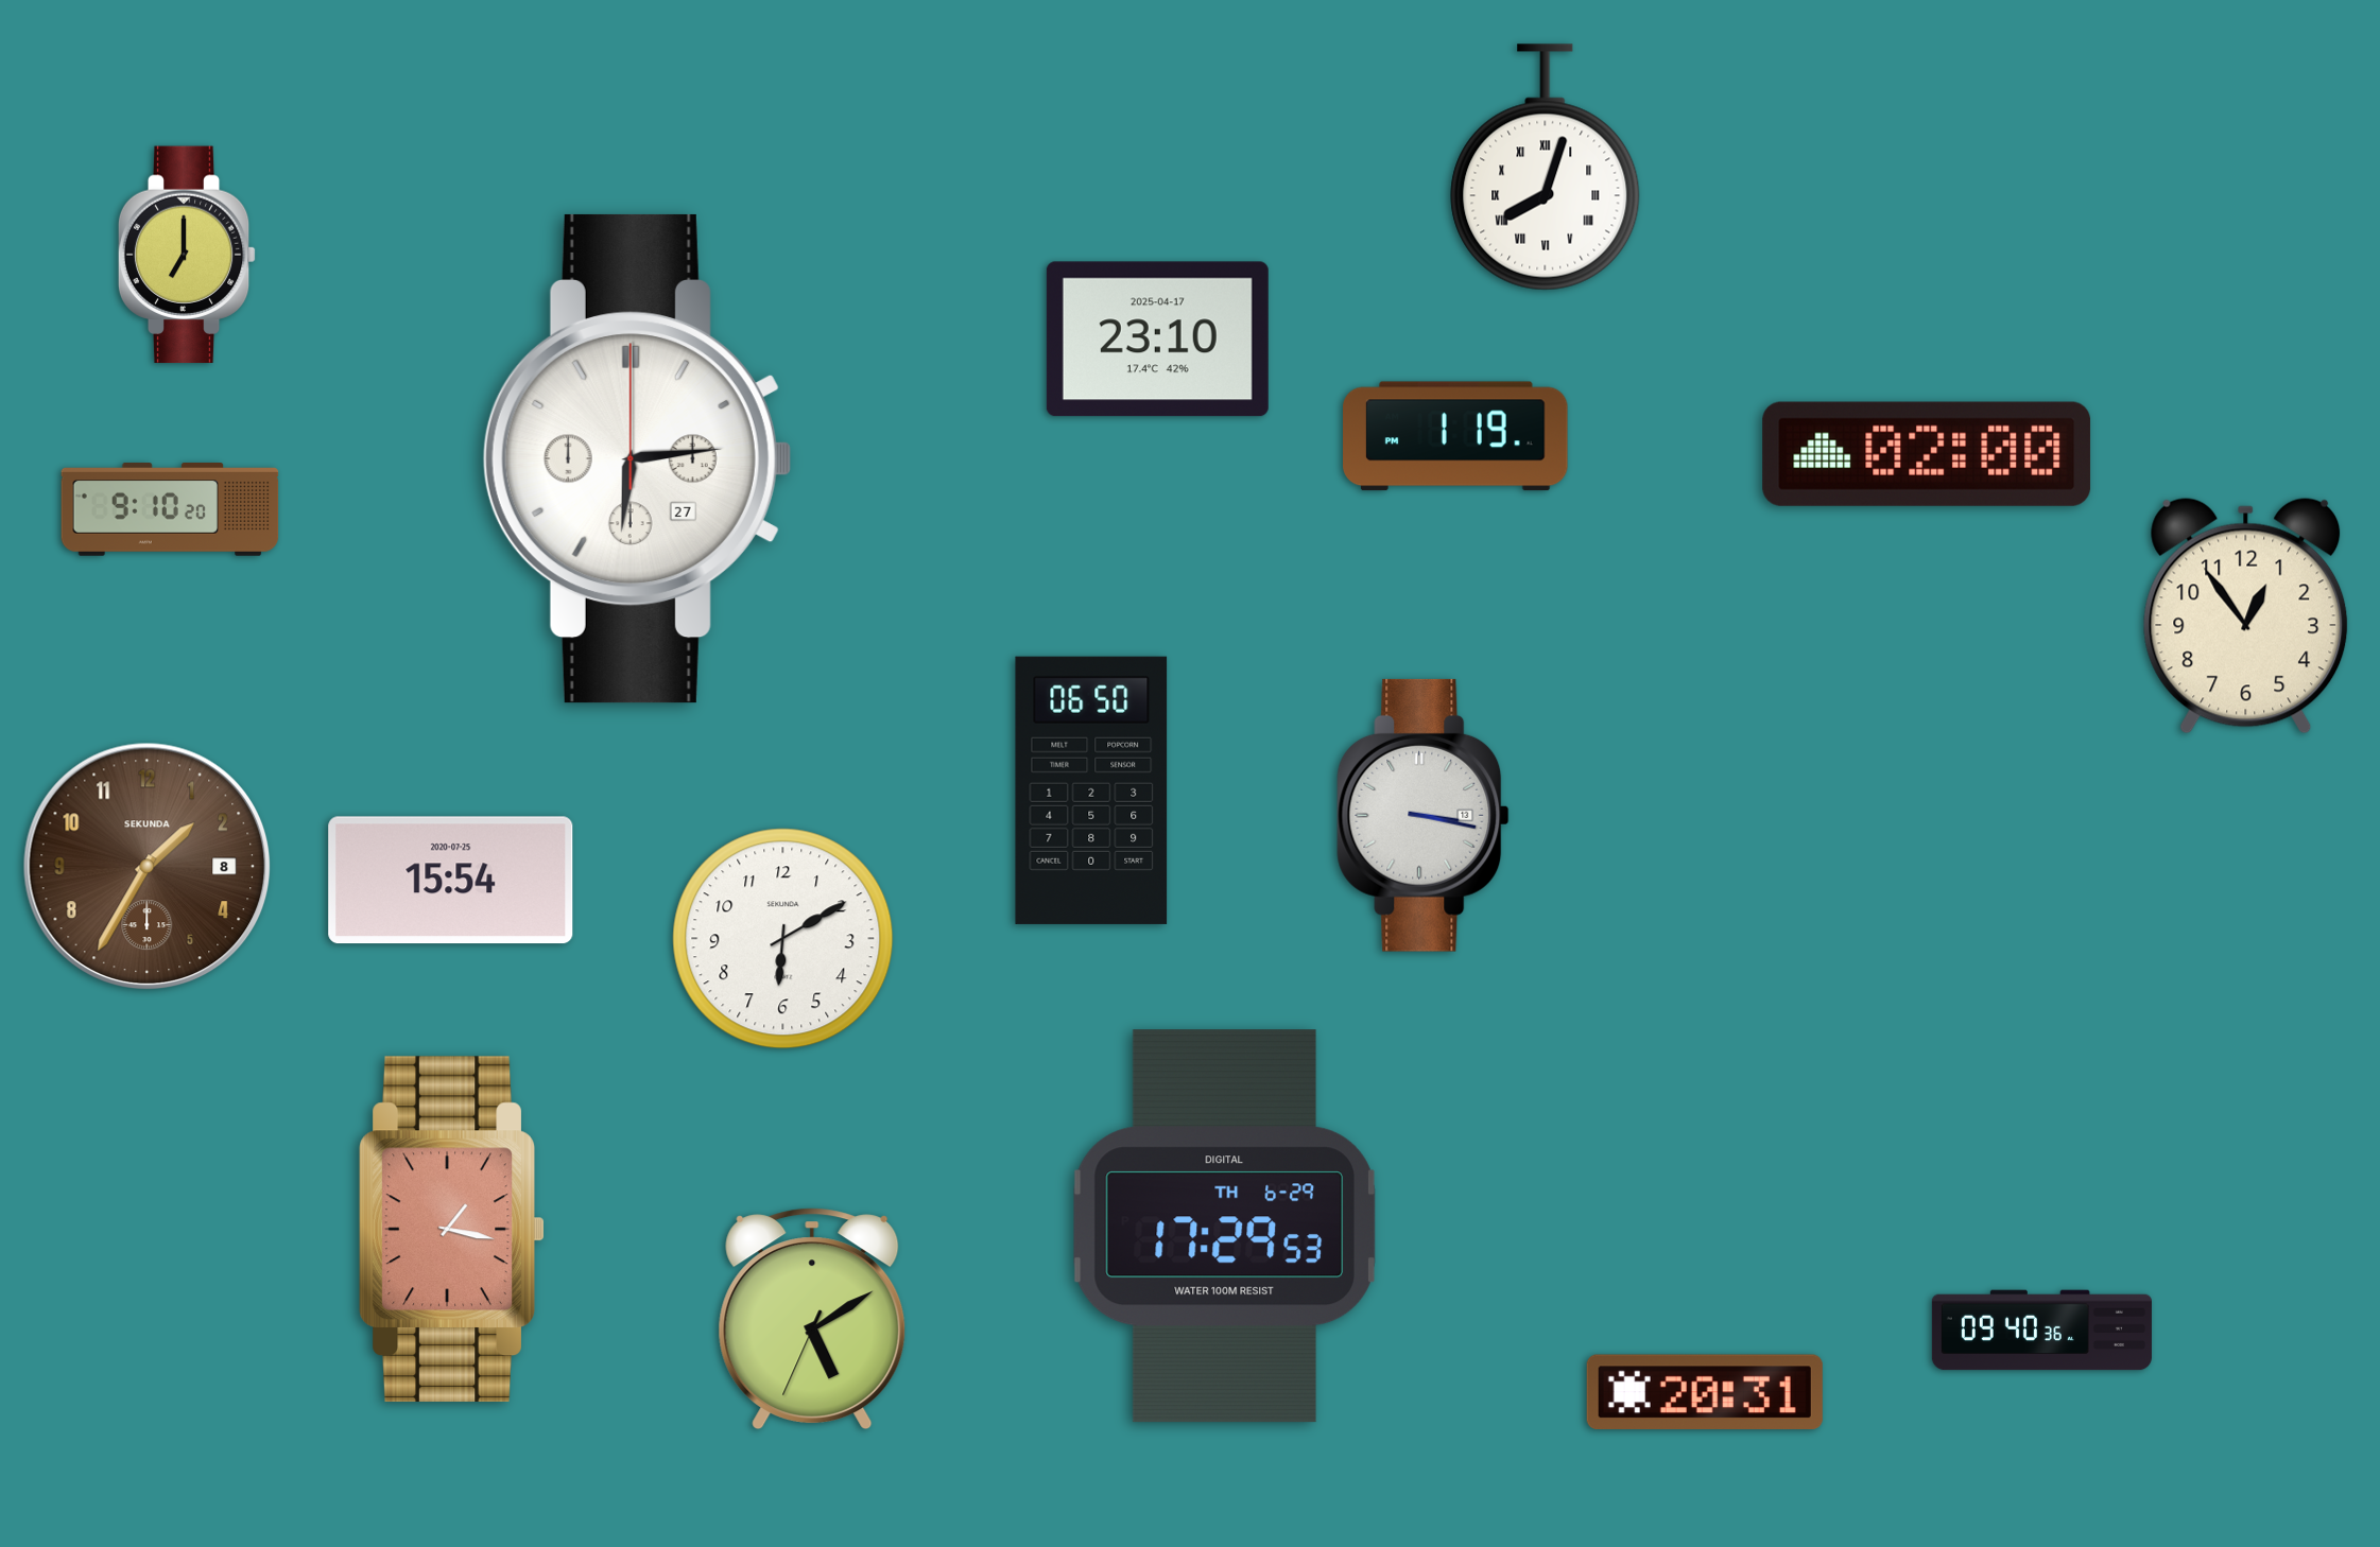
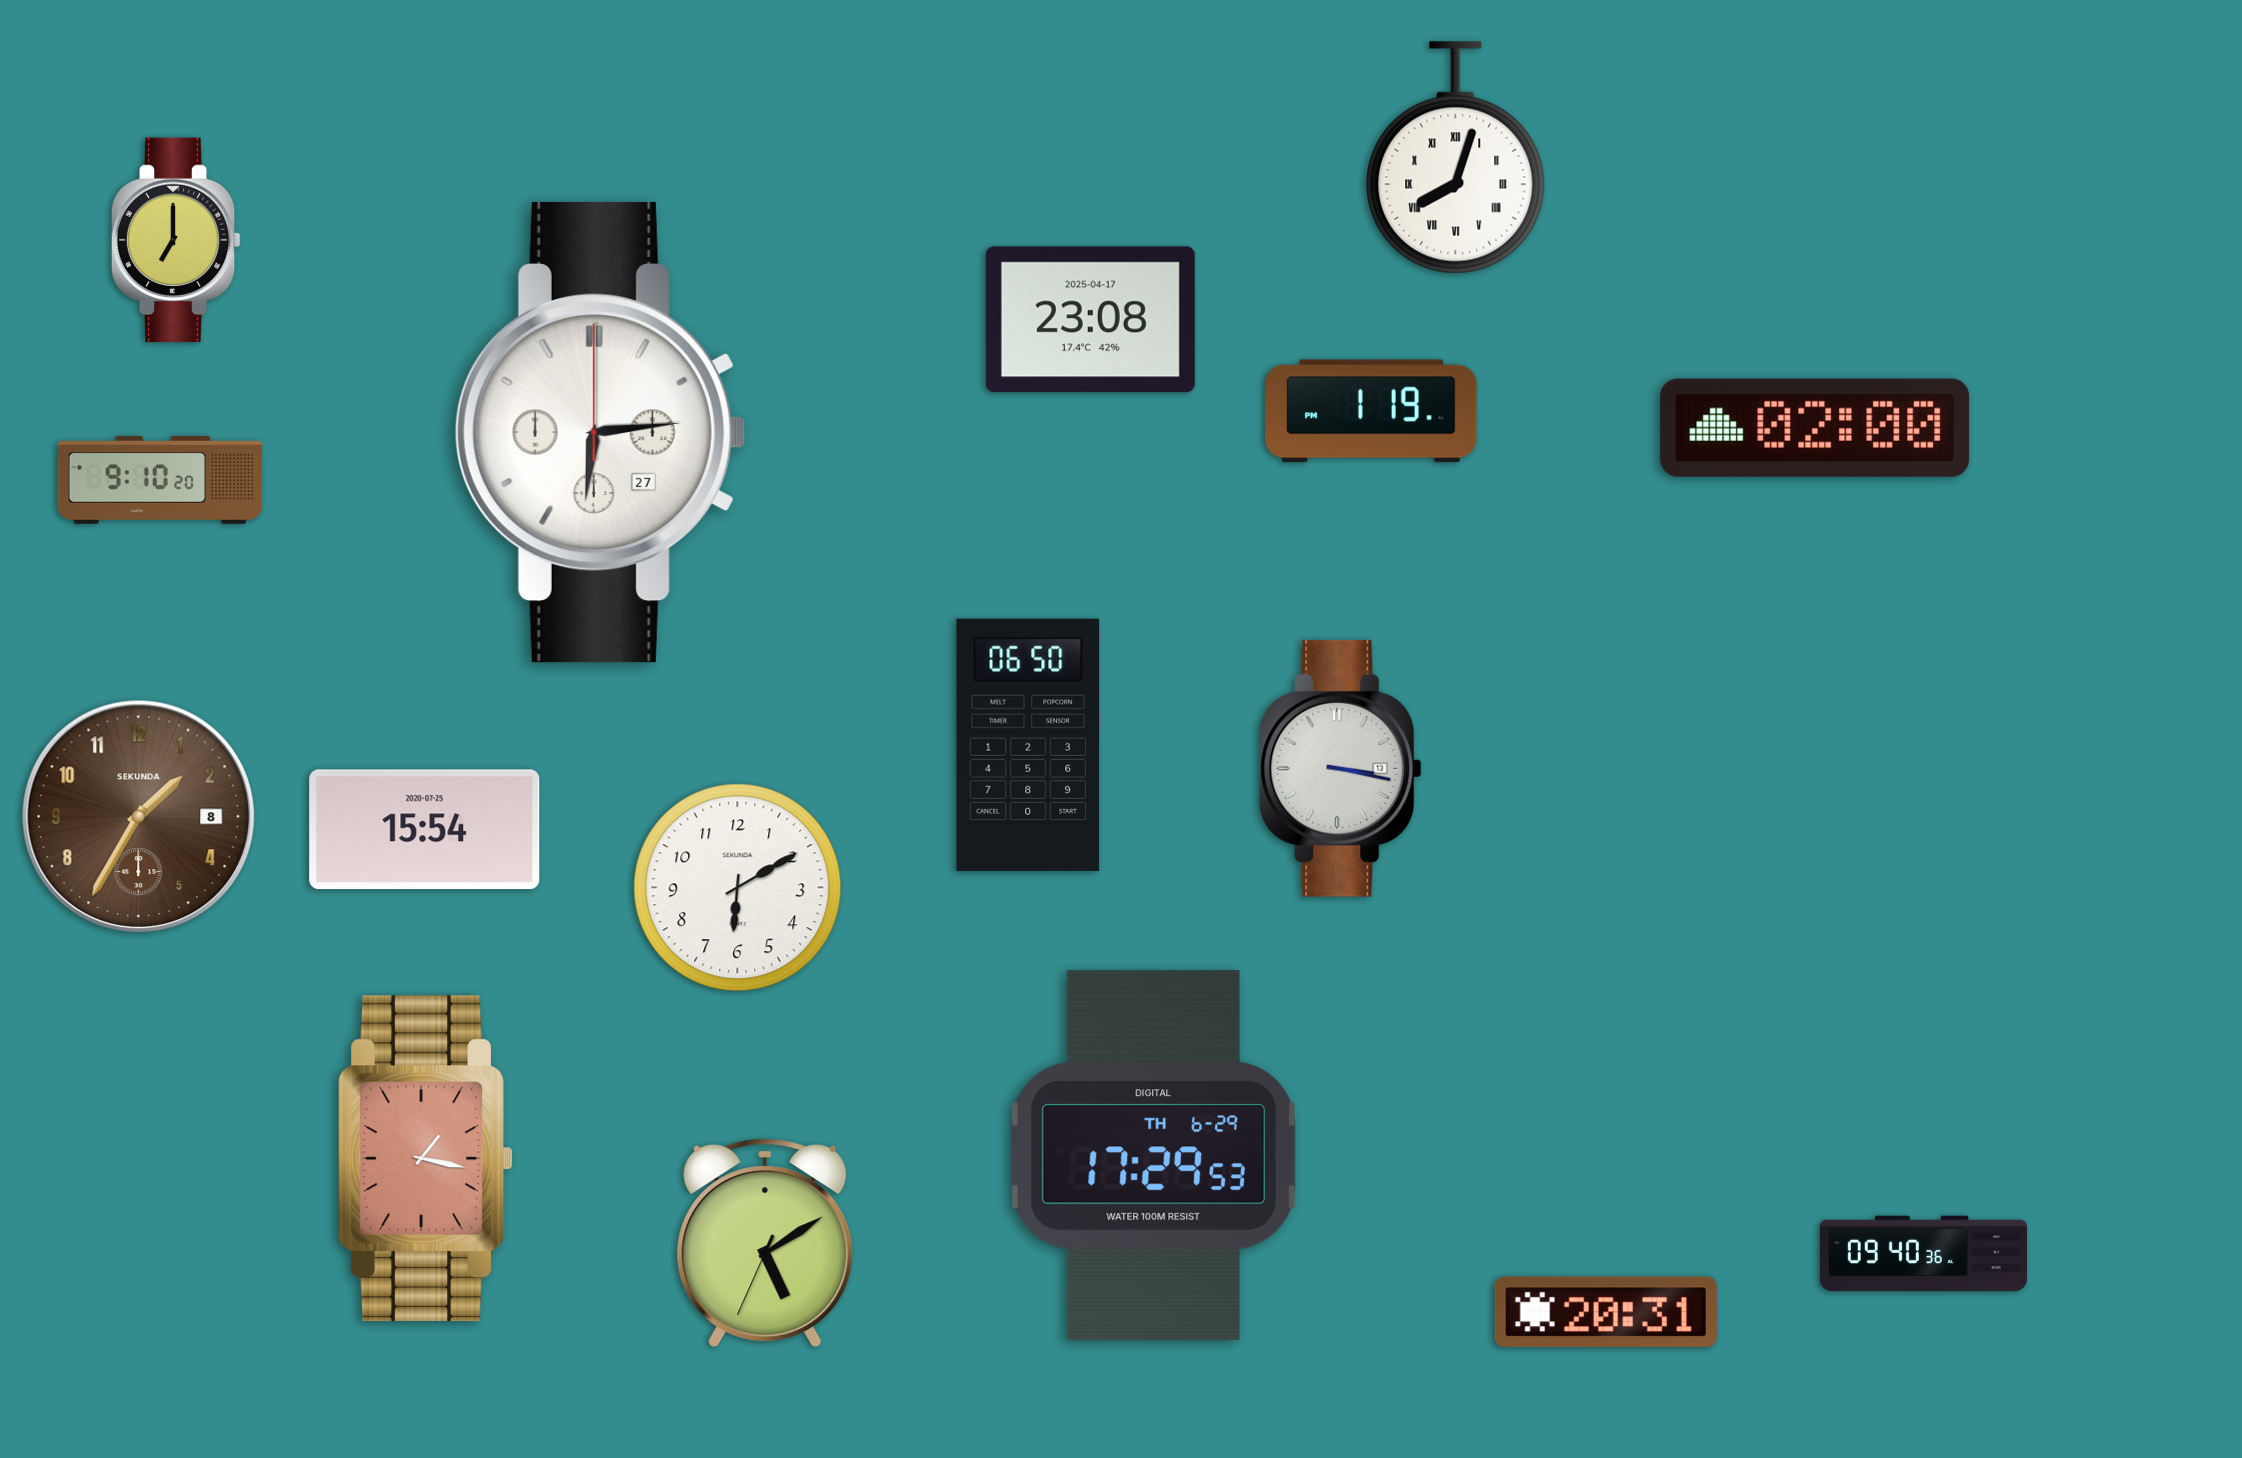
clock at (1157, 340): 23:10 -> 23:08
clock at (2246, 616): 12:54 -> none
clock at (783, 939) position: (783, 939) -> (738, 888)
